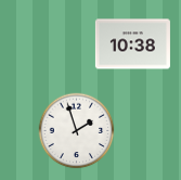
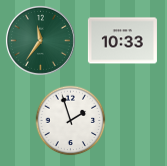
clock at (40, 40): none -> 11:36
clock at (132, 44): 10:38 -> 10:33
